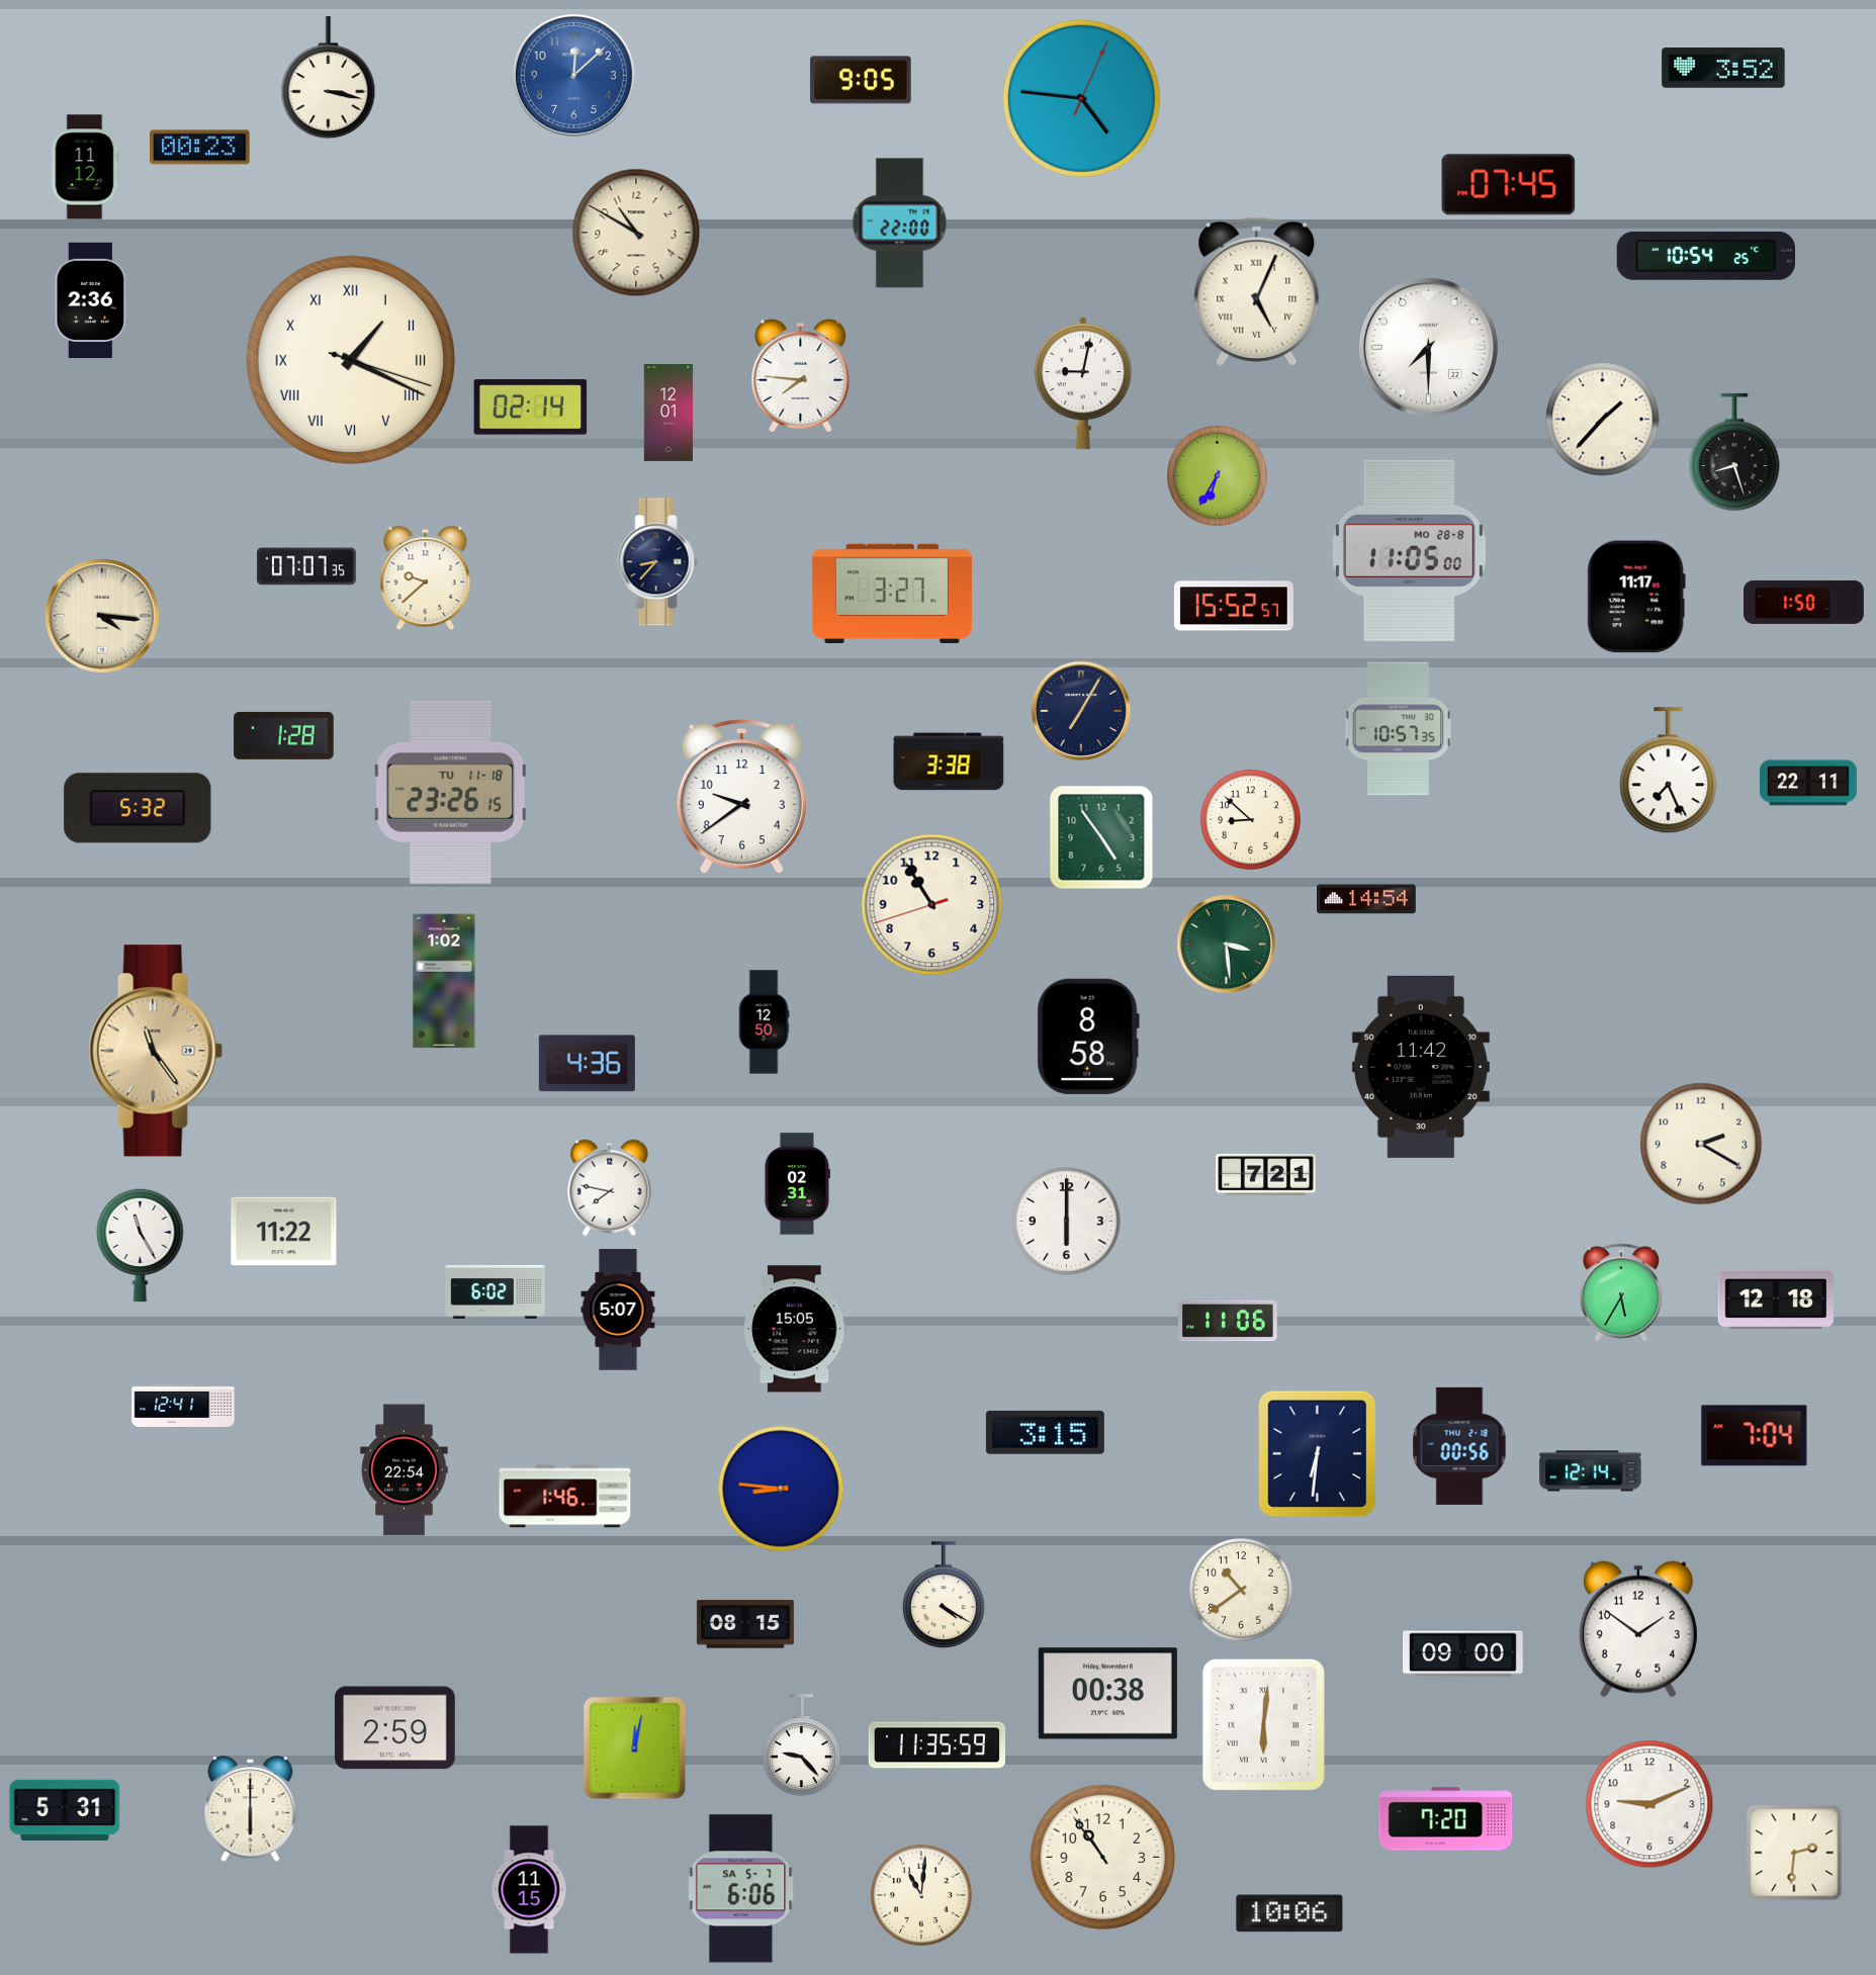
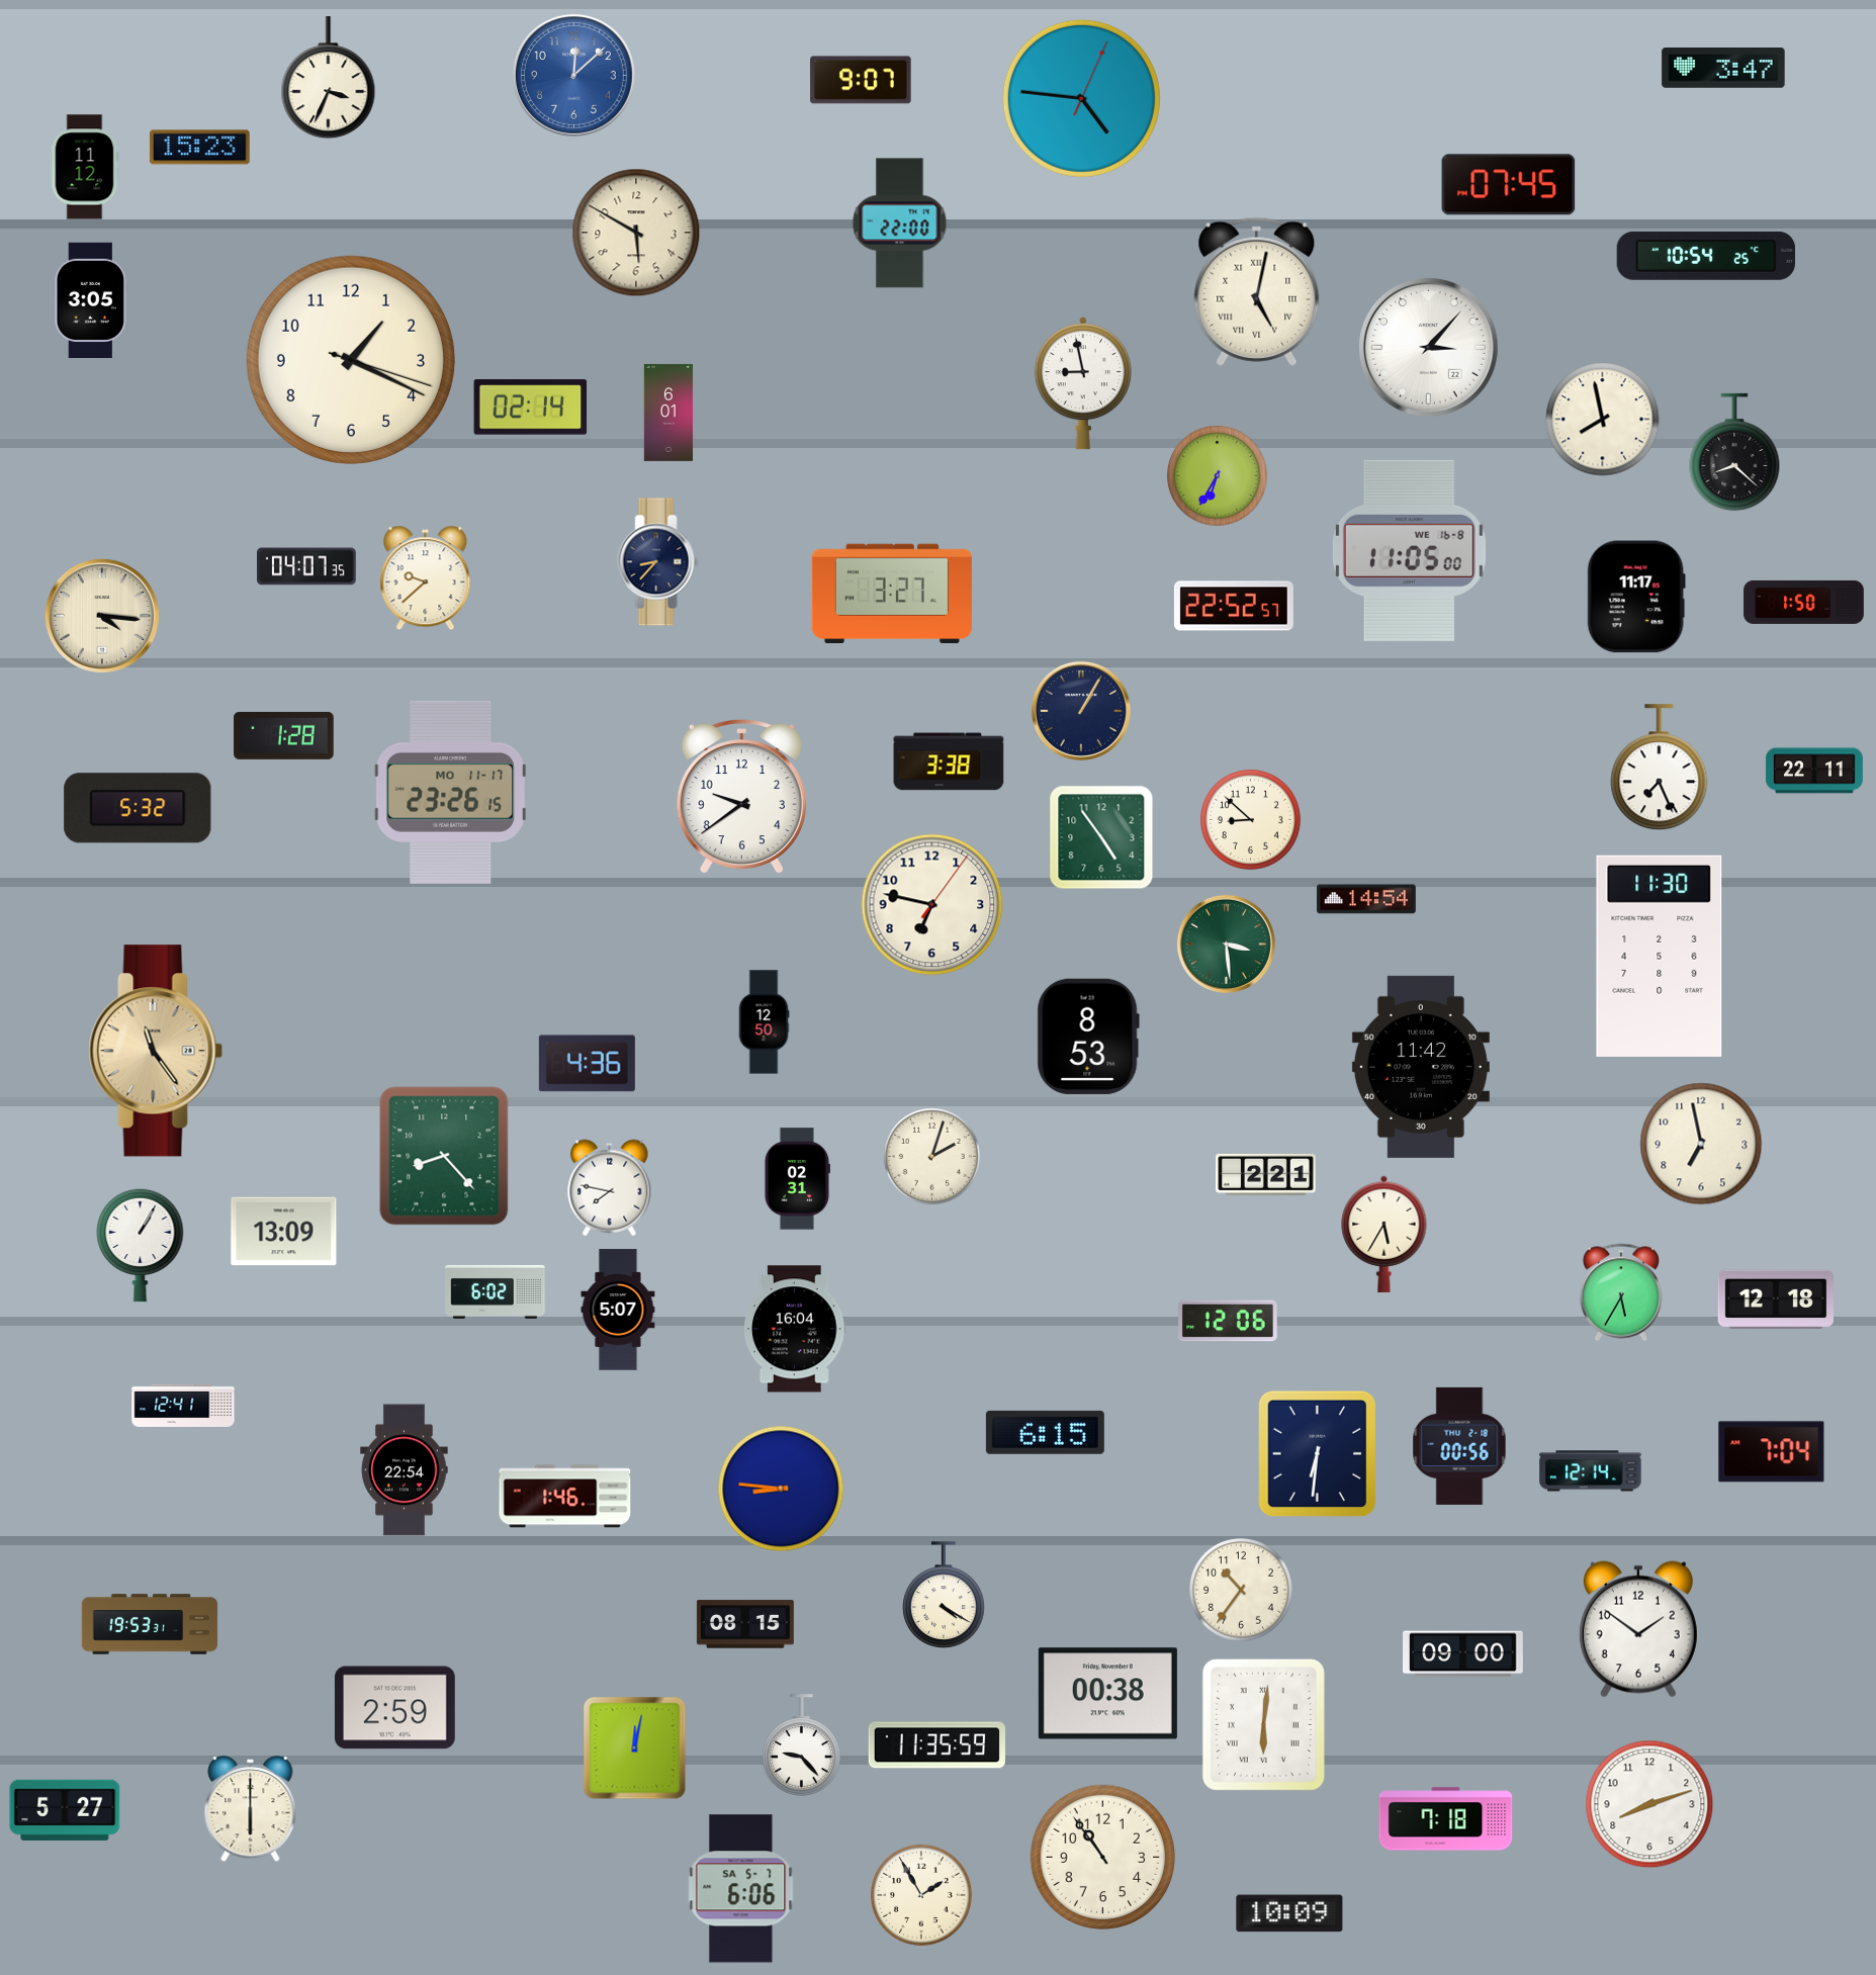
clock at (1723, 69): 3:52 -> 3:47
clock at (329, 78): 3:17 -> 3:34
clock at (861, 80): 9:05 -> 9:07
clock at (200, 148): 00:23 -> 15:23
clock at (636, 233): 10:50 -> 5:50
clock at (1257, 291): 5:04 -> 5:02
clock at (91, 299): 2:36 -> 3:05
clock at (1429, 348): 7:30 -> 3:07
clock at (351, 360) numerals: Roman -> Arabic
clock at (801, 375): 7:46 -> none
clock at (1083, 384): 9:02 -> 8:58
clock at (668, 413): 12:01 -> 6:01
clock at (1603, 420): 1:37 -> 7:58
clock at (1734, 452): 8:27 -> 8:22
clock at (1409, 550) date: MO 28-8 -> WE 16-8
clock at (307, 566): 07:07 -> 04:07
clock at (1234, 606): 15:52 -> 22:52
clock at (1081, 711): 7:05 -> 1:05
clock at (1399, 729): 10:57 -> none
clock at (1669, 771) position: (1669, 771) -> (1660, 768)
clock at (1808, 783) position: (1808, 783) -> (1814, 771)
clock at (451, 792) date: TU 11-18 -> MO 11-17
clock at (932, 905): 10:54 -> 6:47
clock at (1660, 956): none -> 11:30
clock at (444, 981): 1:02 -> none
clock at (1088, 1037): 8:58 -> 8:53
clock at (1701, 1144): 2:20 -> 6:58
clock at (444, 1156): none -> 8:23
clock at (931, 1156): none -> 2:03
clock at (1266, 1174): 7:21 -> 2:21
clock at (797, 1184) position: (797, 1184) -> (797, 1179)
clock at (1067, 1222): 6:00 -> none
clock at (284, 1232): 11:22 -> 13:09
clock at (1384, 1234): none -> 5:35
clock at (141, 1245): 11:25 -> 1:05
clock at (1229, 1321): 11:06 -> 12:06
clock at (796, 1329): 15:05 -> 16:04
clock at (1045, 1432): 3:15 -> 6:15
clock at (1755, 1436) position: (1755, 1436) -> (1772, 1452)
clock at (1241, 1590): 10:39 -> 10:36
clock at (150, 1624): none -> 19:53
clock at (394, 1728) position: (394, 1728) -> (394, 1708)
clock at (1649, 1804): 9:11 -> 8:12
clock at (65, 1810): 5:31 -> 5:27
clock at (1446, 1819): 7:20 -> 7:18
clock at (1794, 1853): 2:31 -> none
clock at (529, 1890): 11:15 -> none
clock at (922, 1896): 11:01 -> 1:55
clock at (1289, 1913): 10:06 -> 10:09
